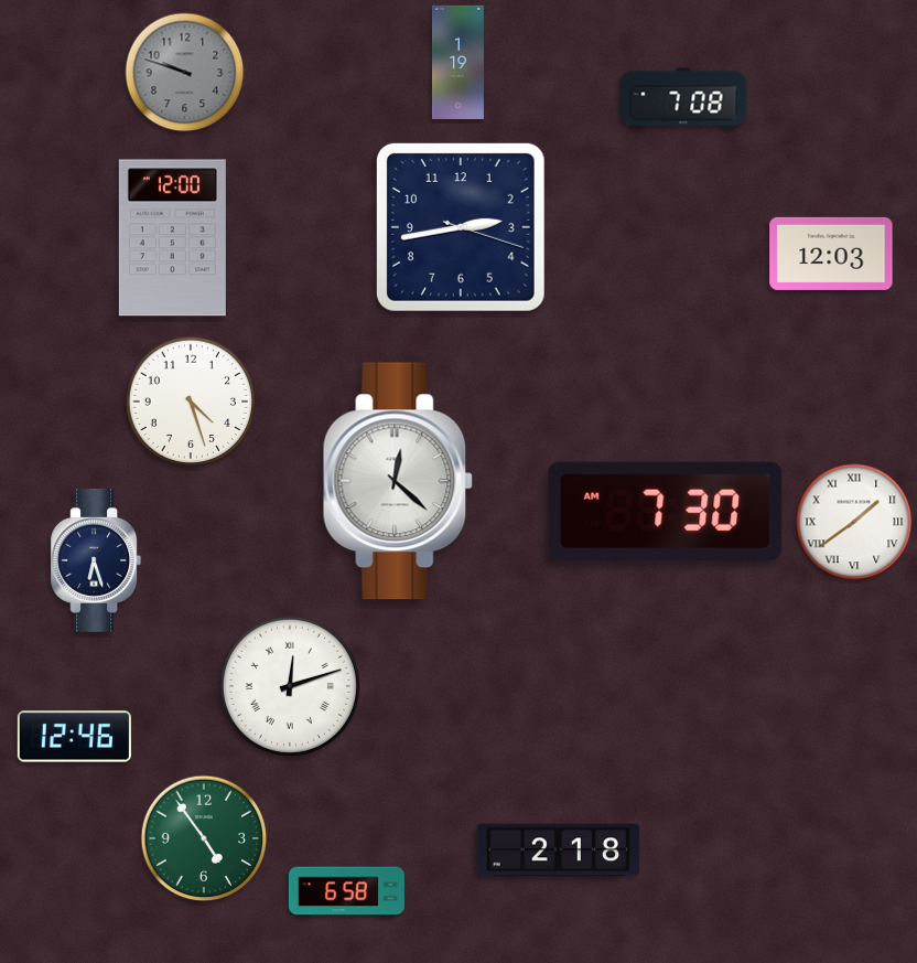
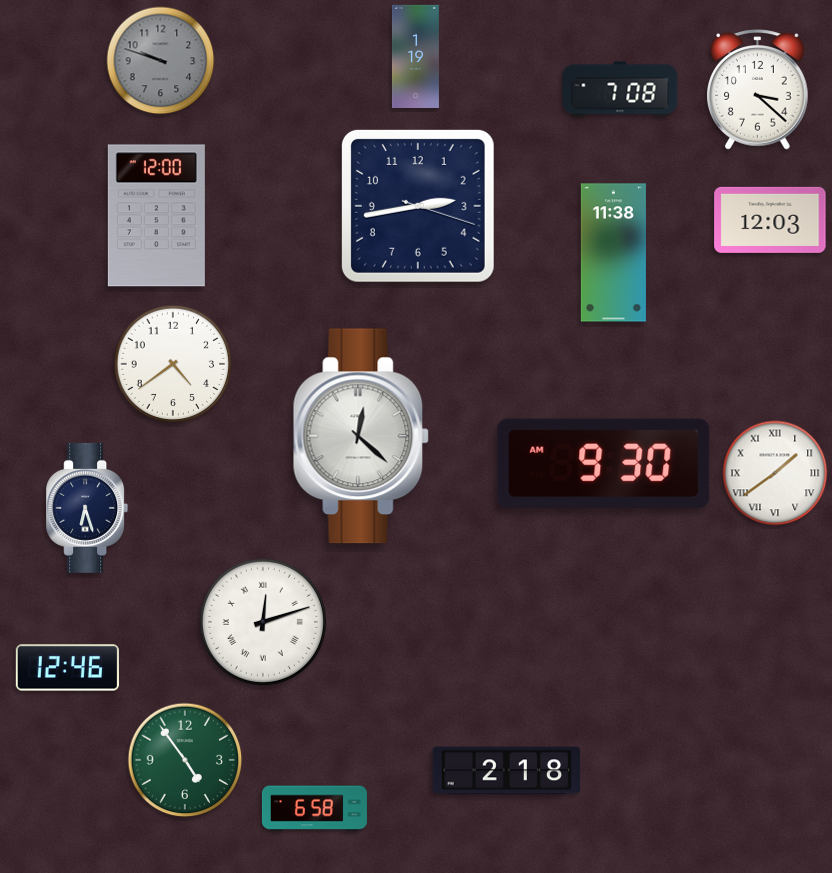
clock at (185, 73) position: (185, 73) -> (161, 61)
clock at (758, 90): none -> 3:22
clock at (831, 254) position: (831, 254) -> (770, 220)
clock at (613, 253): none -> 11:38
clock at (191, 400): 4:27 -> 4:39
clock at (666, 511): 7:30 -> 9:30
